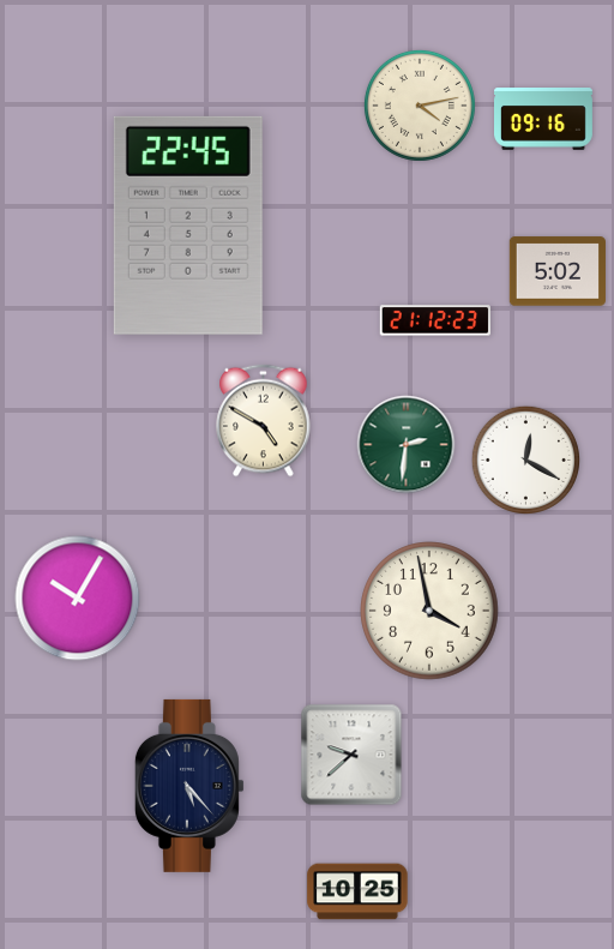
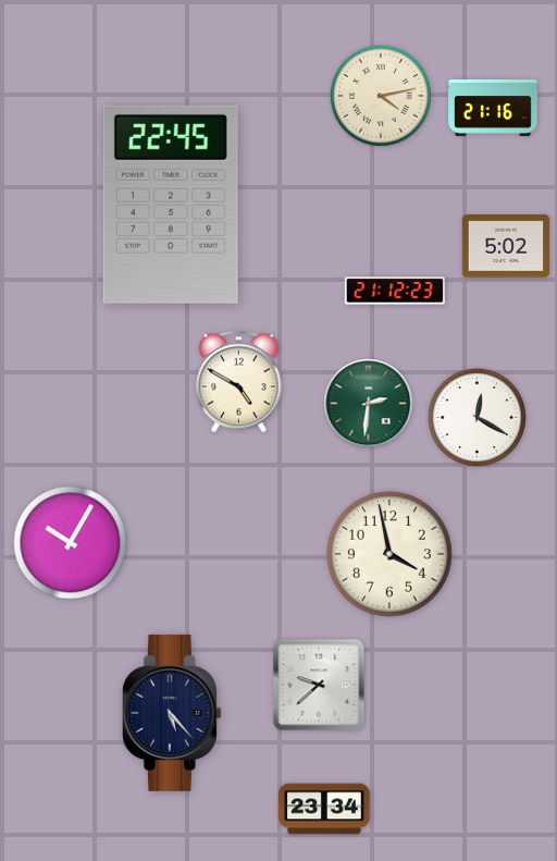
clock at (544, 120): 09:16 -> 21:16
clock at (357, 891): 10:25 -> 23:34
